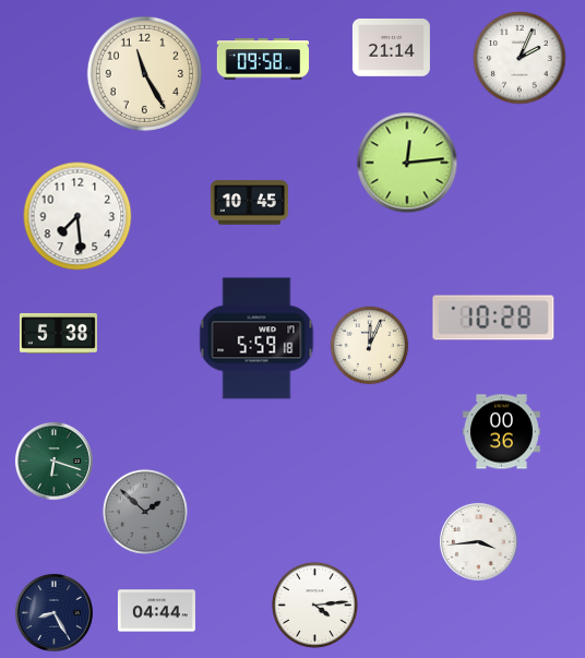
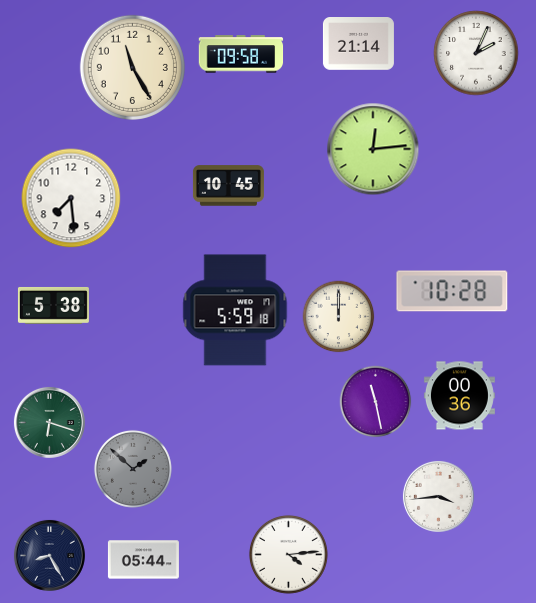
clock at (370, 346): 12:04 -> 12:00
clock at (376, 402): none -> 11:28
clock at (156, 611): 04:44 -> 05:44
clock at (53, 612) position: (53, 612) -> (49, 555)
